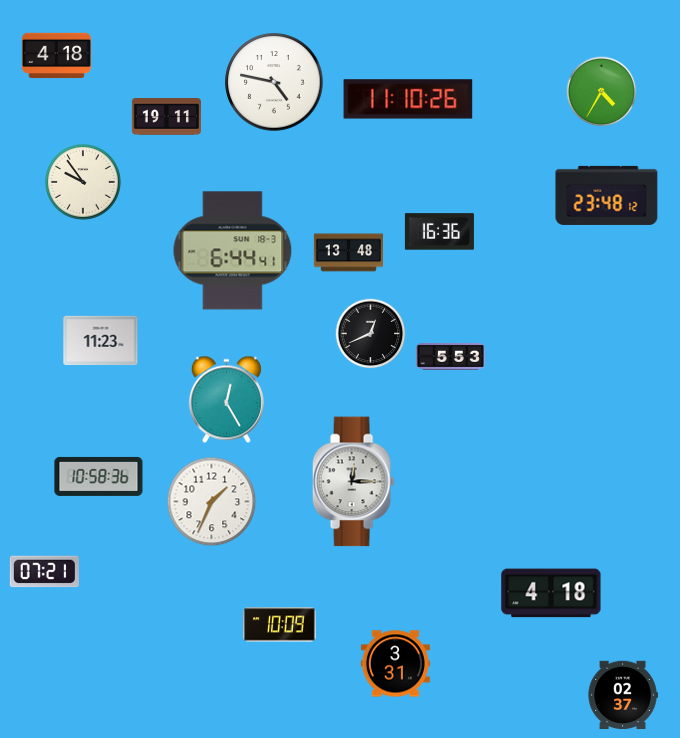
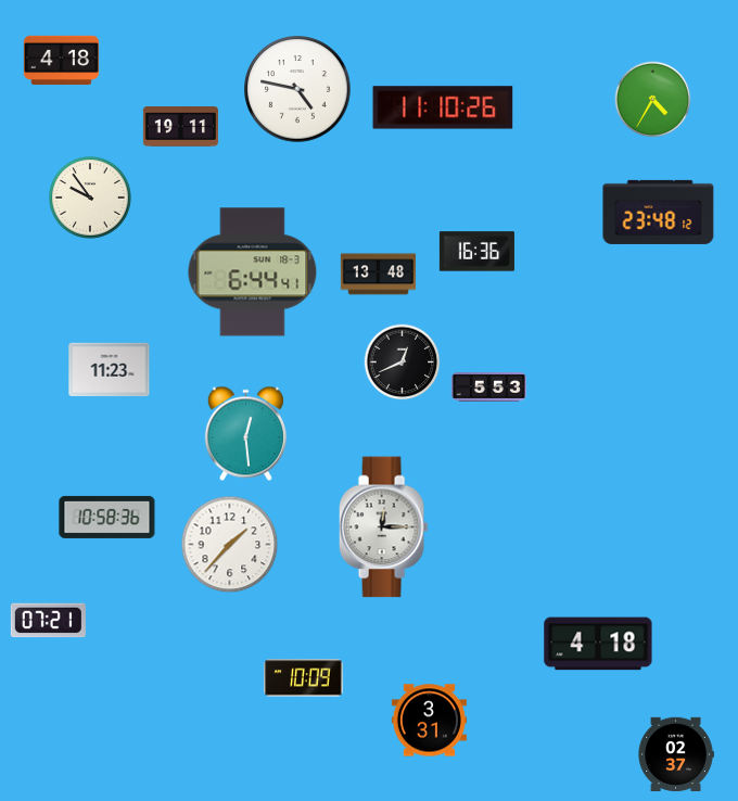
clock at (226, 400): 12:25 -> 12:29
clock at (353, 482) position: (353, 482) -> (383, 527)
clock at (212, 502): 1:34 -> 1:37
